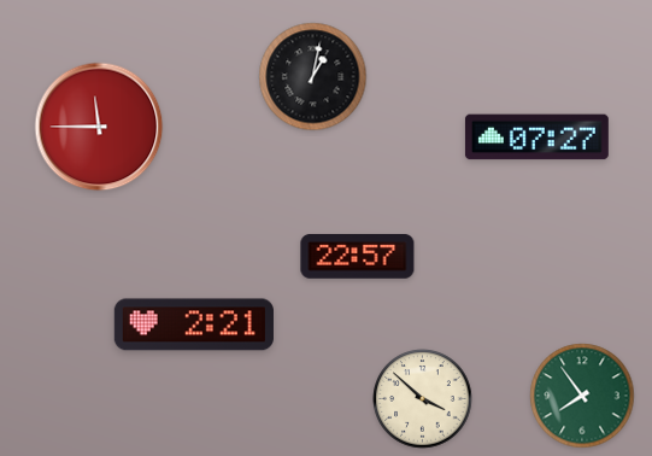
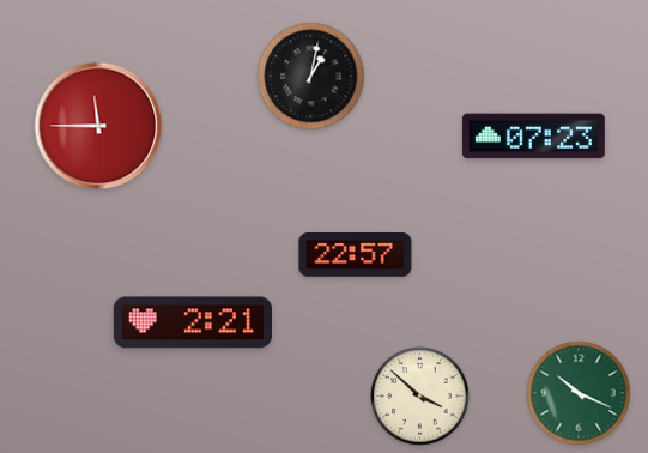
clock at (536, 138): 07:27 -> 07:23
clock at (582, 396): 7:54 -> 10:19
